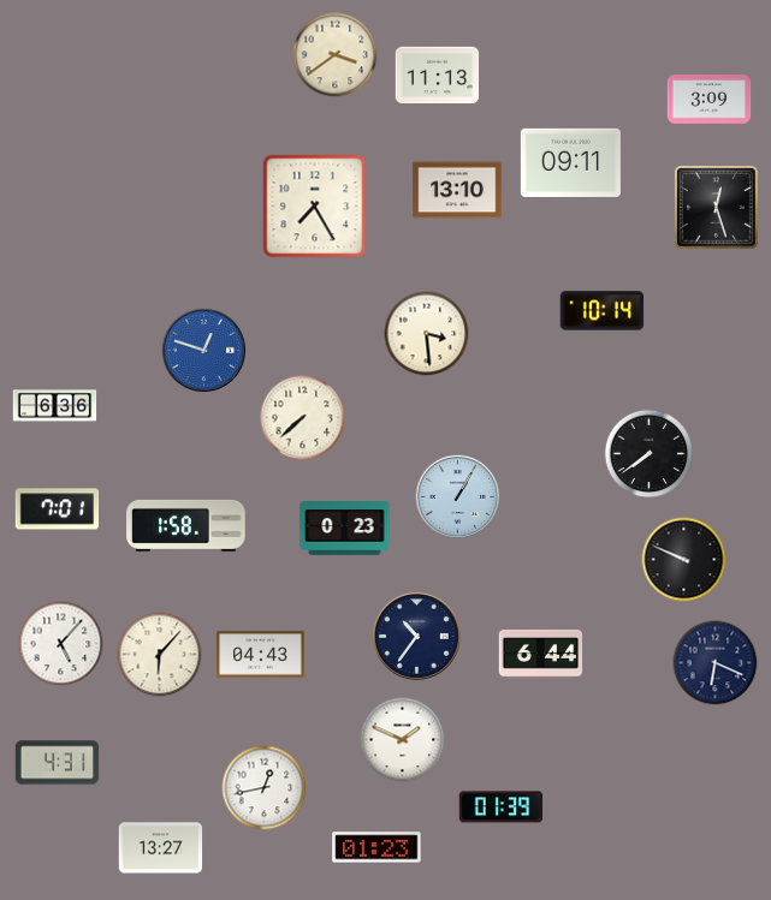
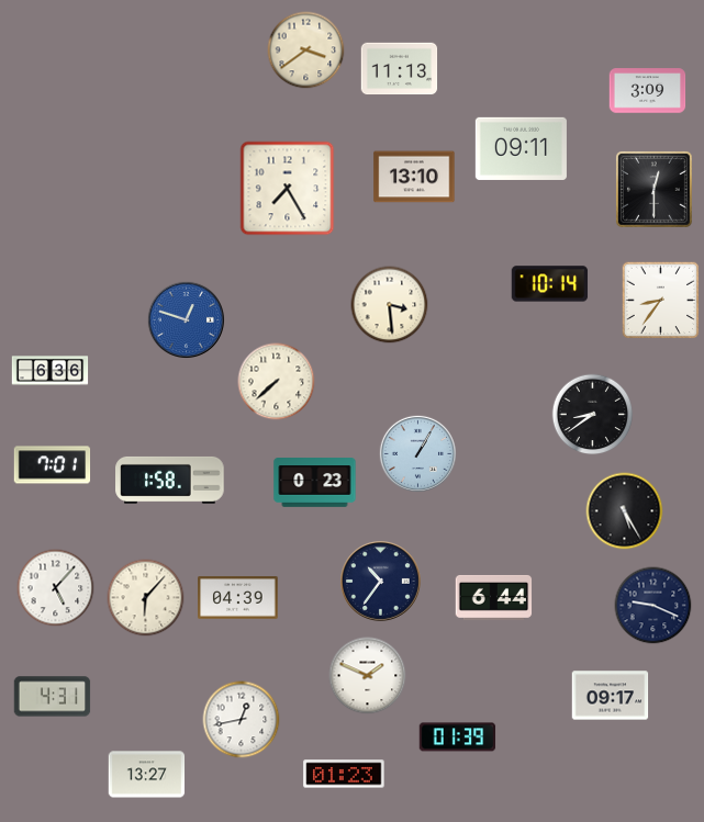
clock at (457, 190) position: (457, 190) -> (414, 177)
clock at (716, 207): 12:27 -> 12:30
clock at (661, 301): none -> 8:36
clock at (650, 454): 7:39 -> 8:39
clock at (684, 560): 9:49 -> 5:25
clock at (261, 655): 04:43 -> 04:39
clock at (716, 663): 6:19 -> 9:19
clock at (611, 696): none -> 09:17
